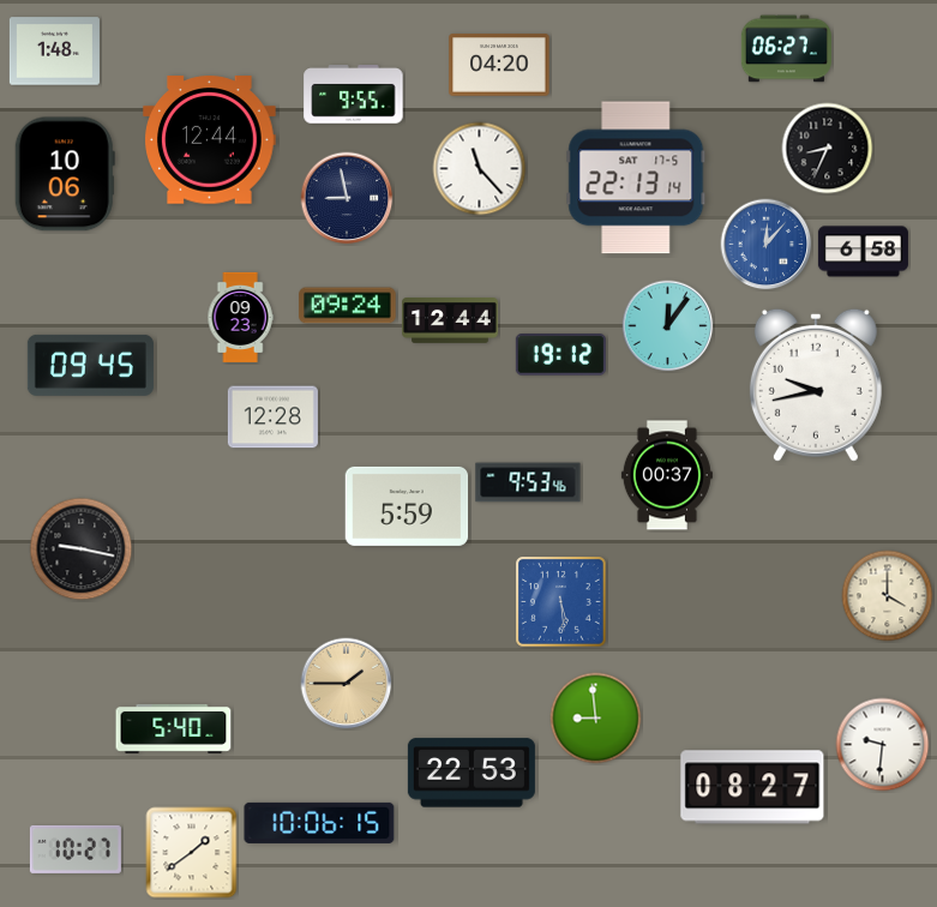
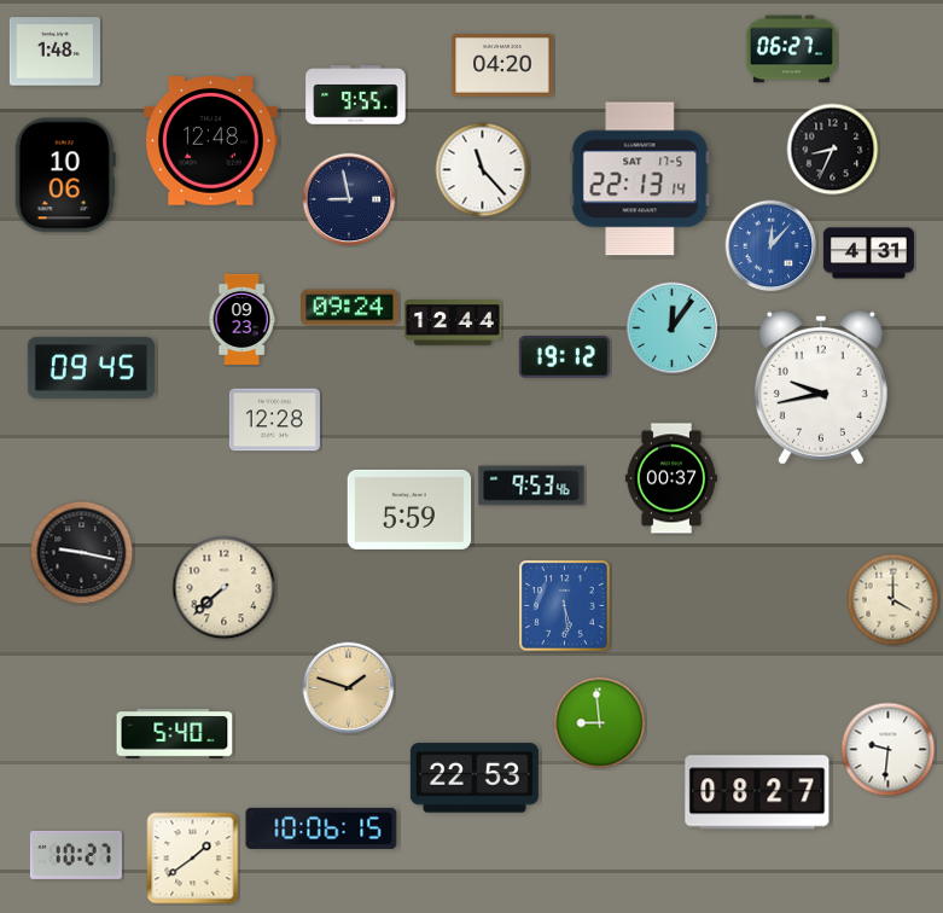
clock at (210, 140): 12:44 -> 12:48
clock at (863, 252): 6:58 -> 4:31
clock at (225, 588): none -> 7:38
clock at (347, 684): 1:45 -> 1:48
